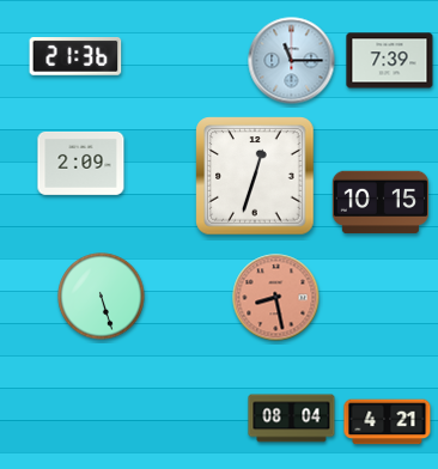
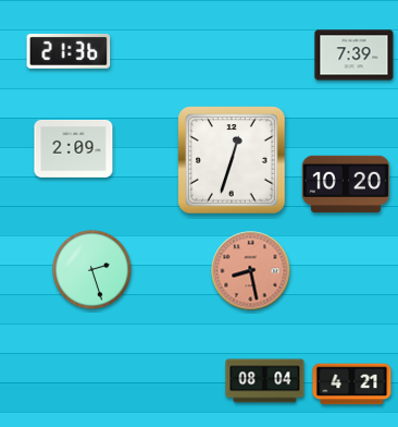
clock at (292, 61): 11:15 -> none
clock at (379, 202): 10:15 -> 10:20
clock at (102, 297): 5:27 -> 2:27
